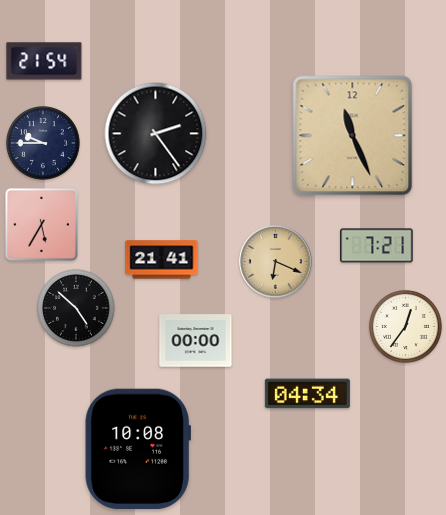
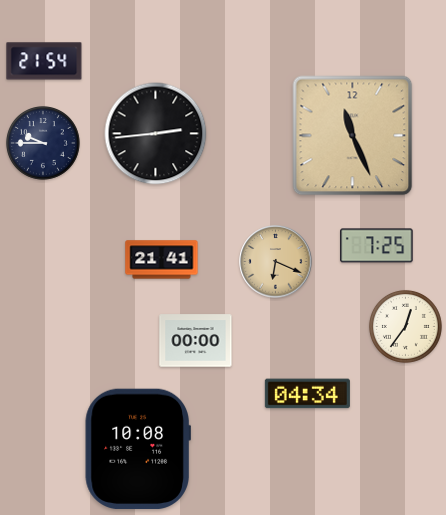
clock at (156, 134): 2:24 -> 2:44
clock at (41, 224): 5:35 -> none
clock at (377, 246): 7:21 -> 7:25
clock at (76, 308): 4:52 -> none
